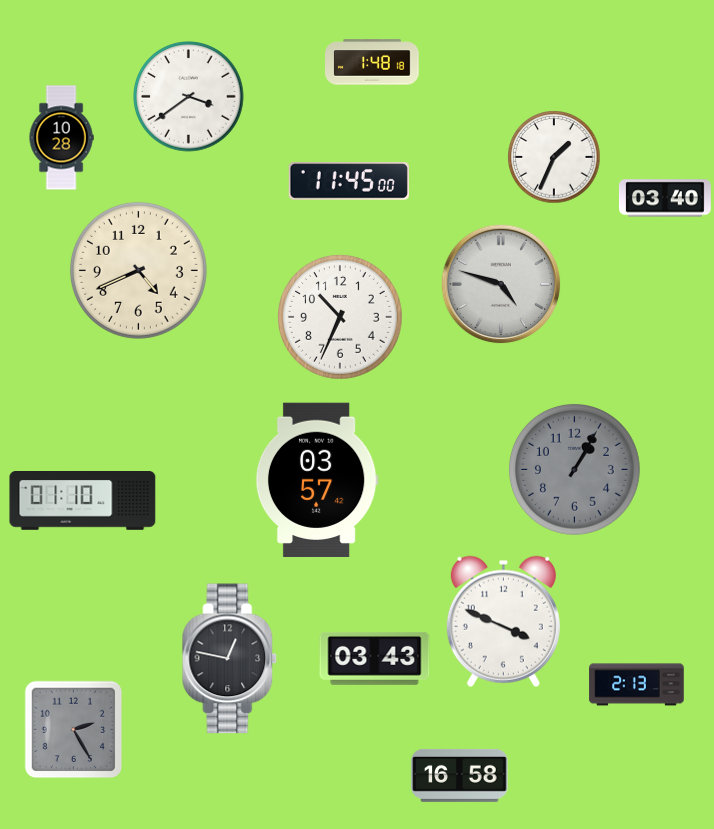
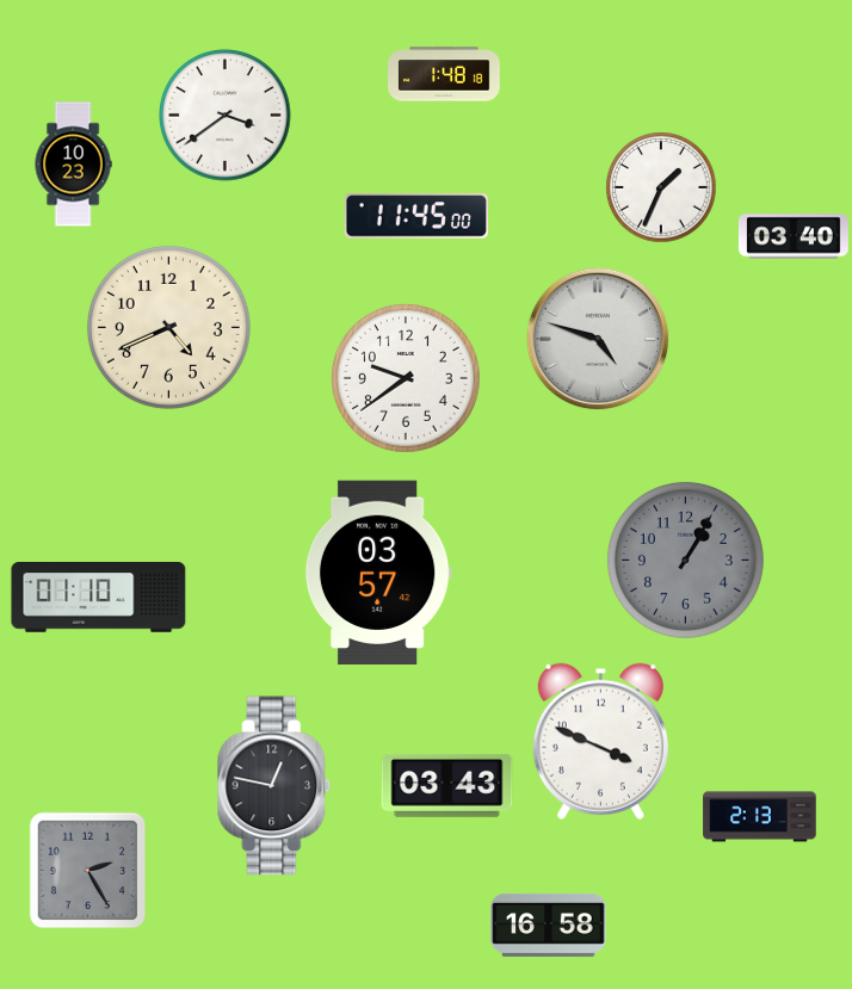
clock at (61, 138): 10:28 -> 10:23
clock at (138, 270) position: (138, 270) -> (168, 327)
clock at (341, 318): 10:34 -> 9:39
